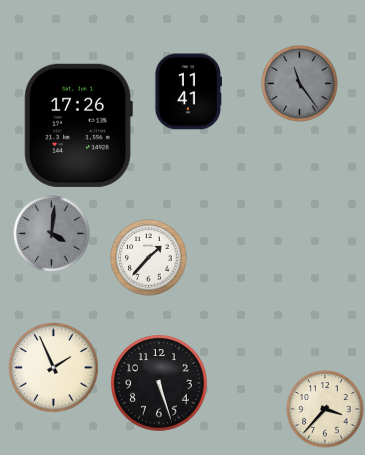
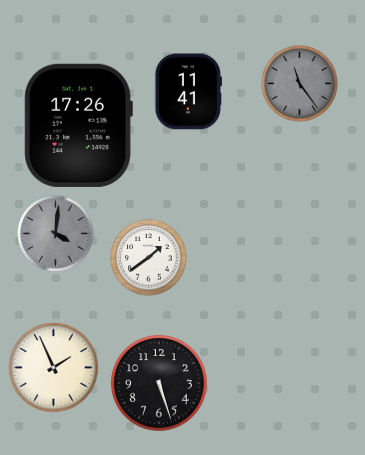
clock at (52, 234) position: (52, 234) -> (56, 234)
clock at (149, 258): 1:37 -> 1:39
clock at (325, 409): 3:37 -> none
